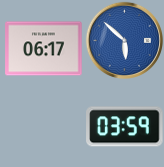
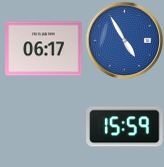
clock at (124, 40): 5:52 -> 4:55
clock at (125, 127): 03:59 -> 15:59
